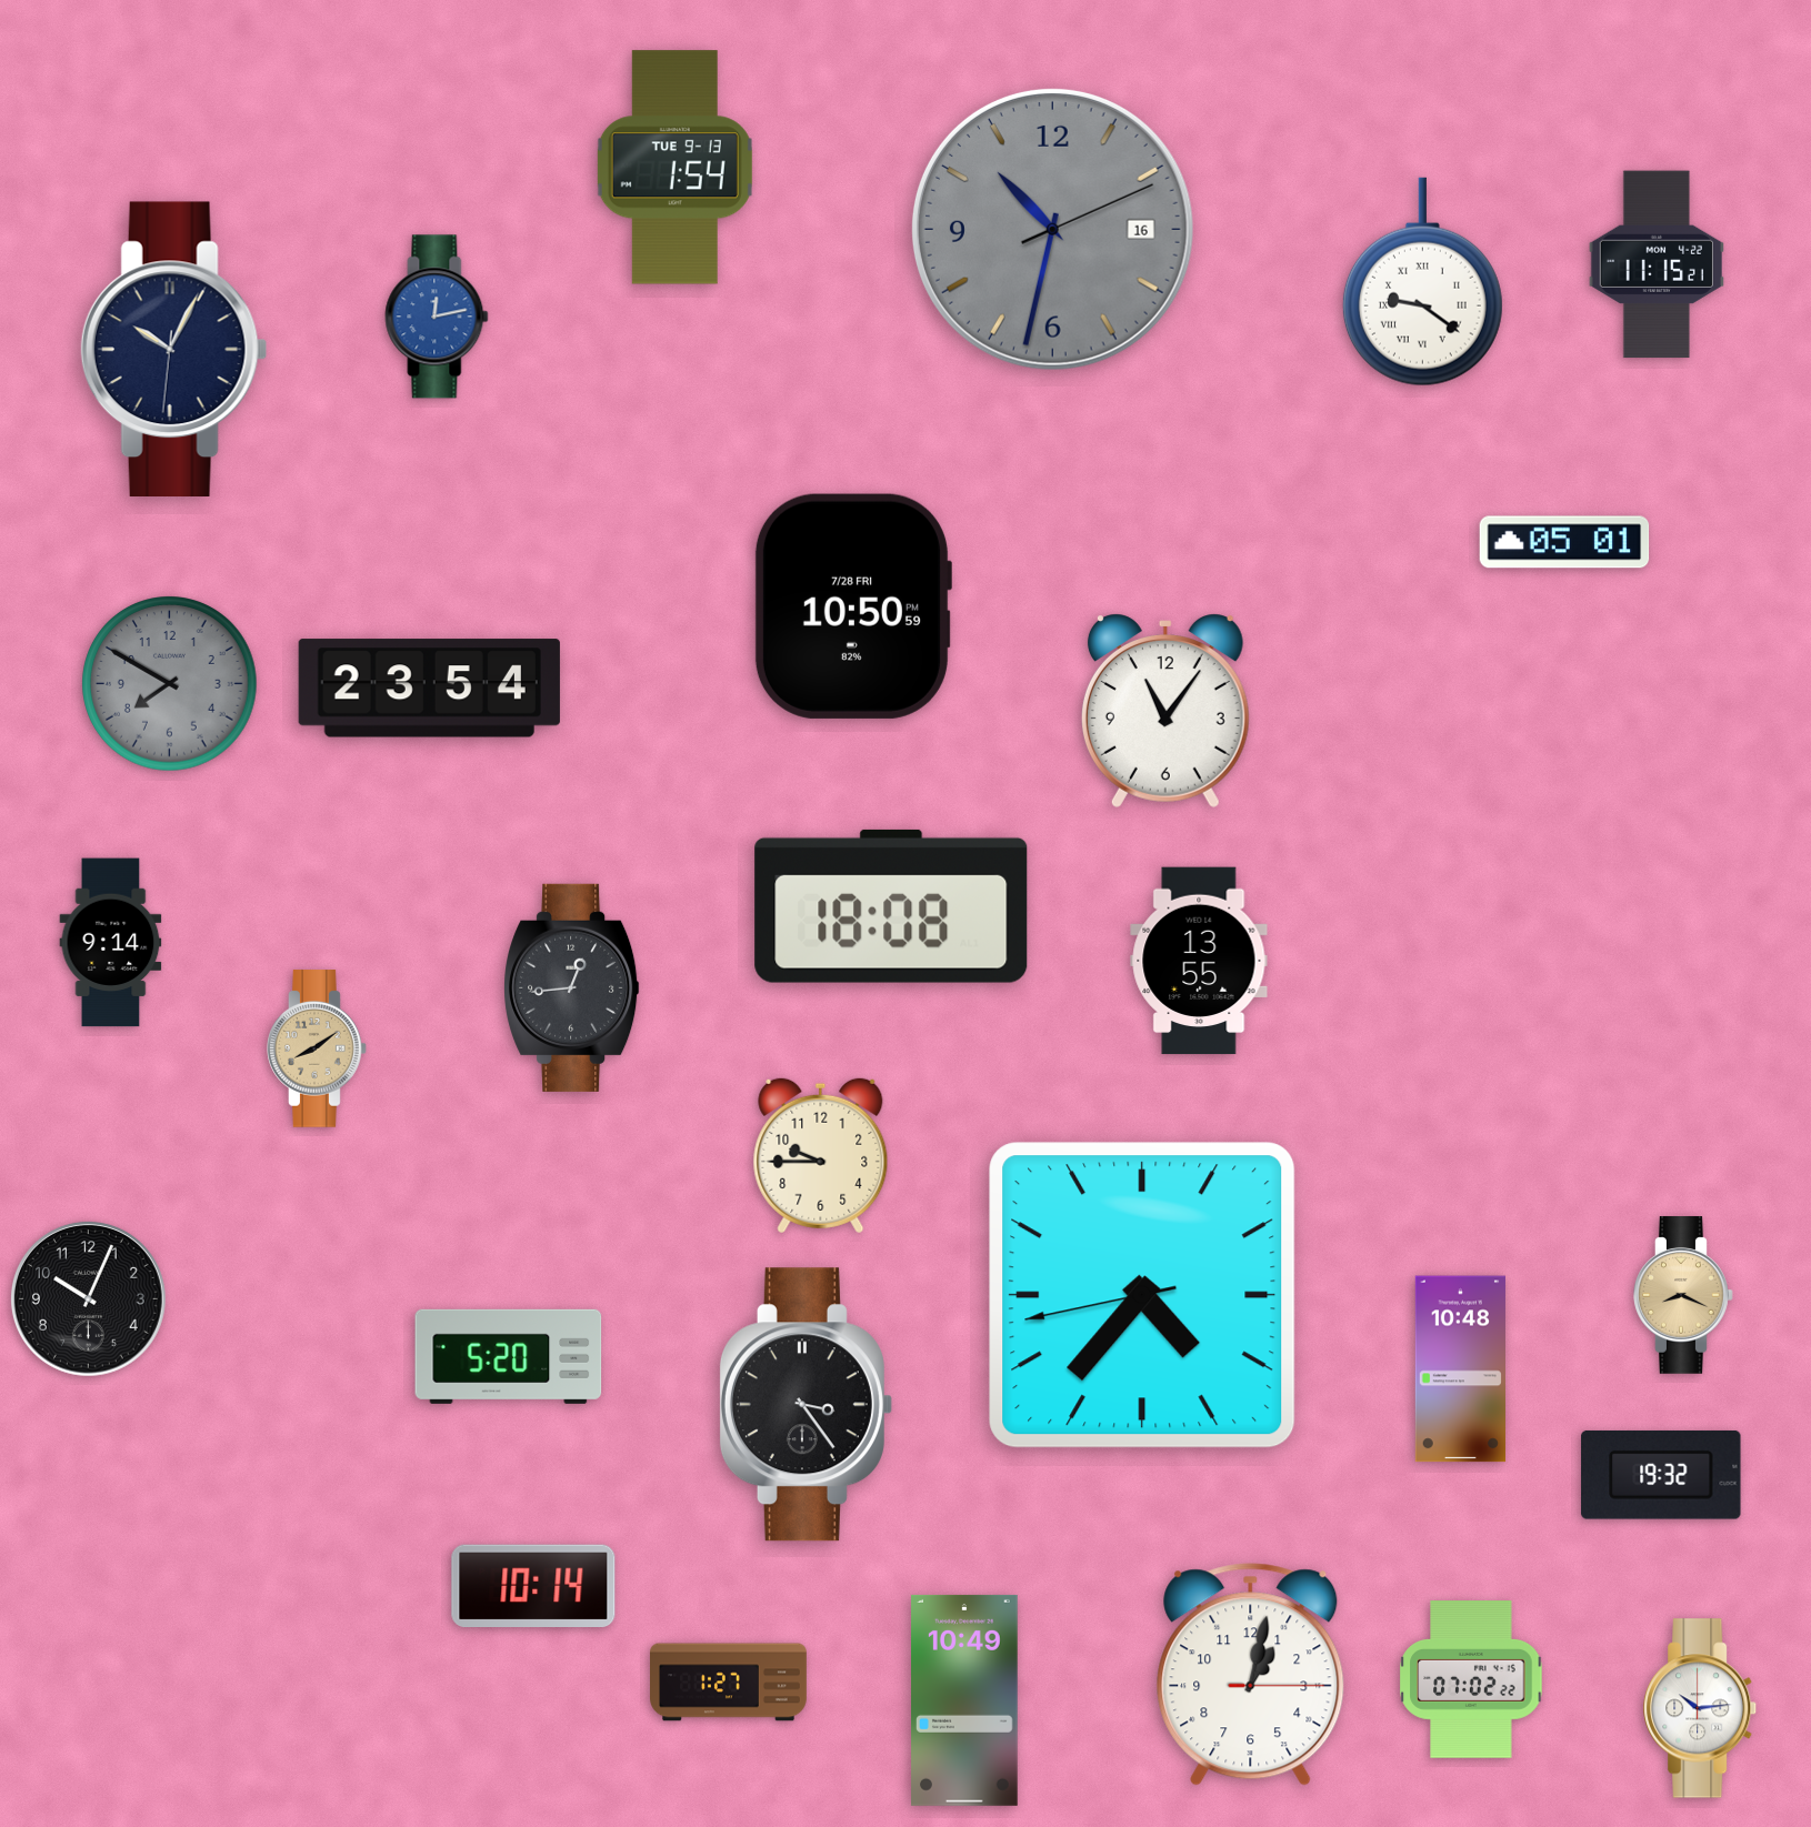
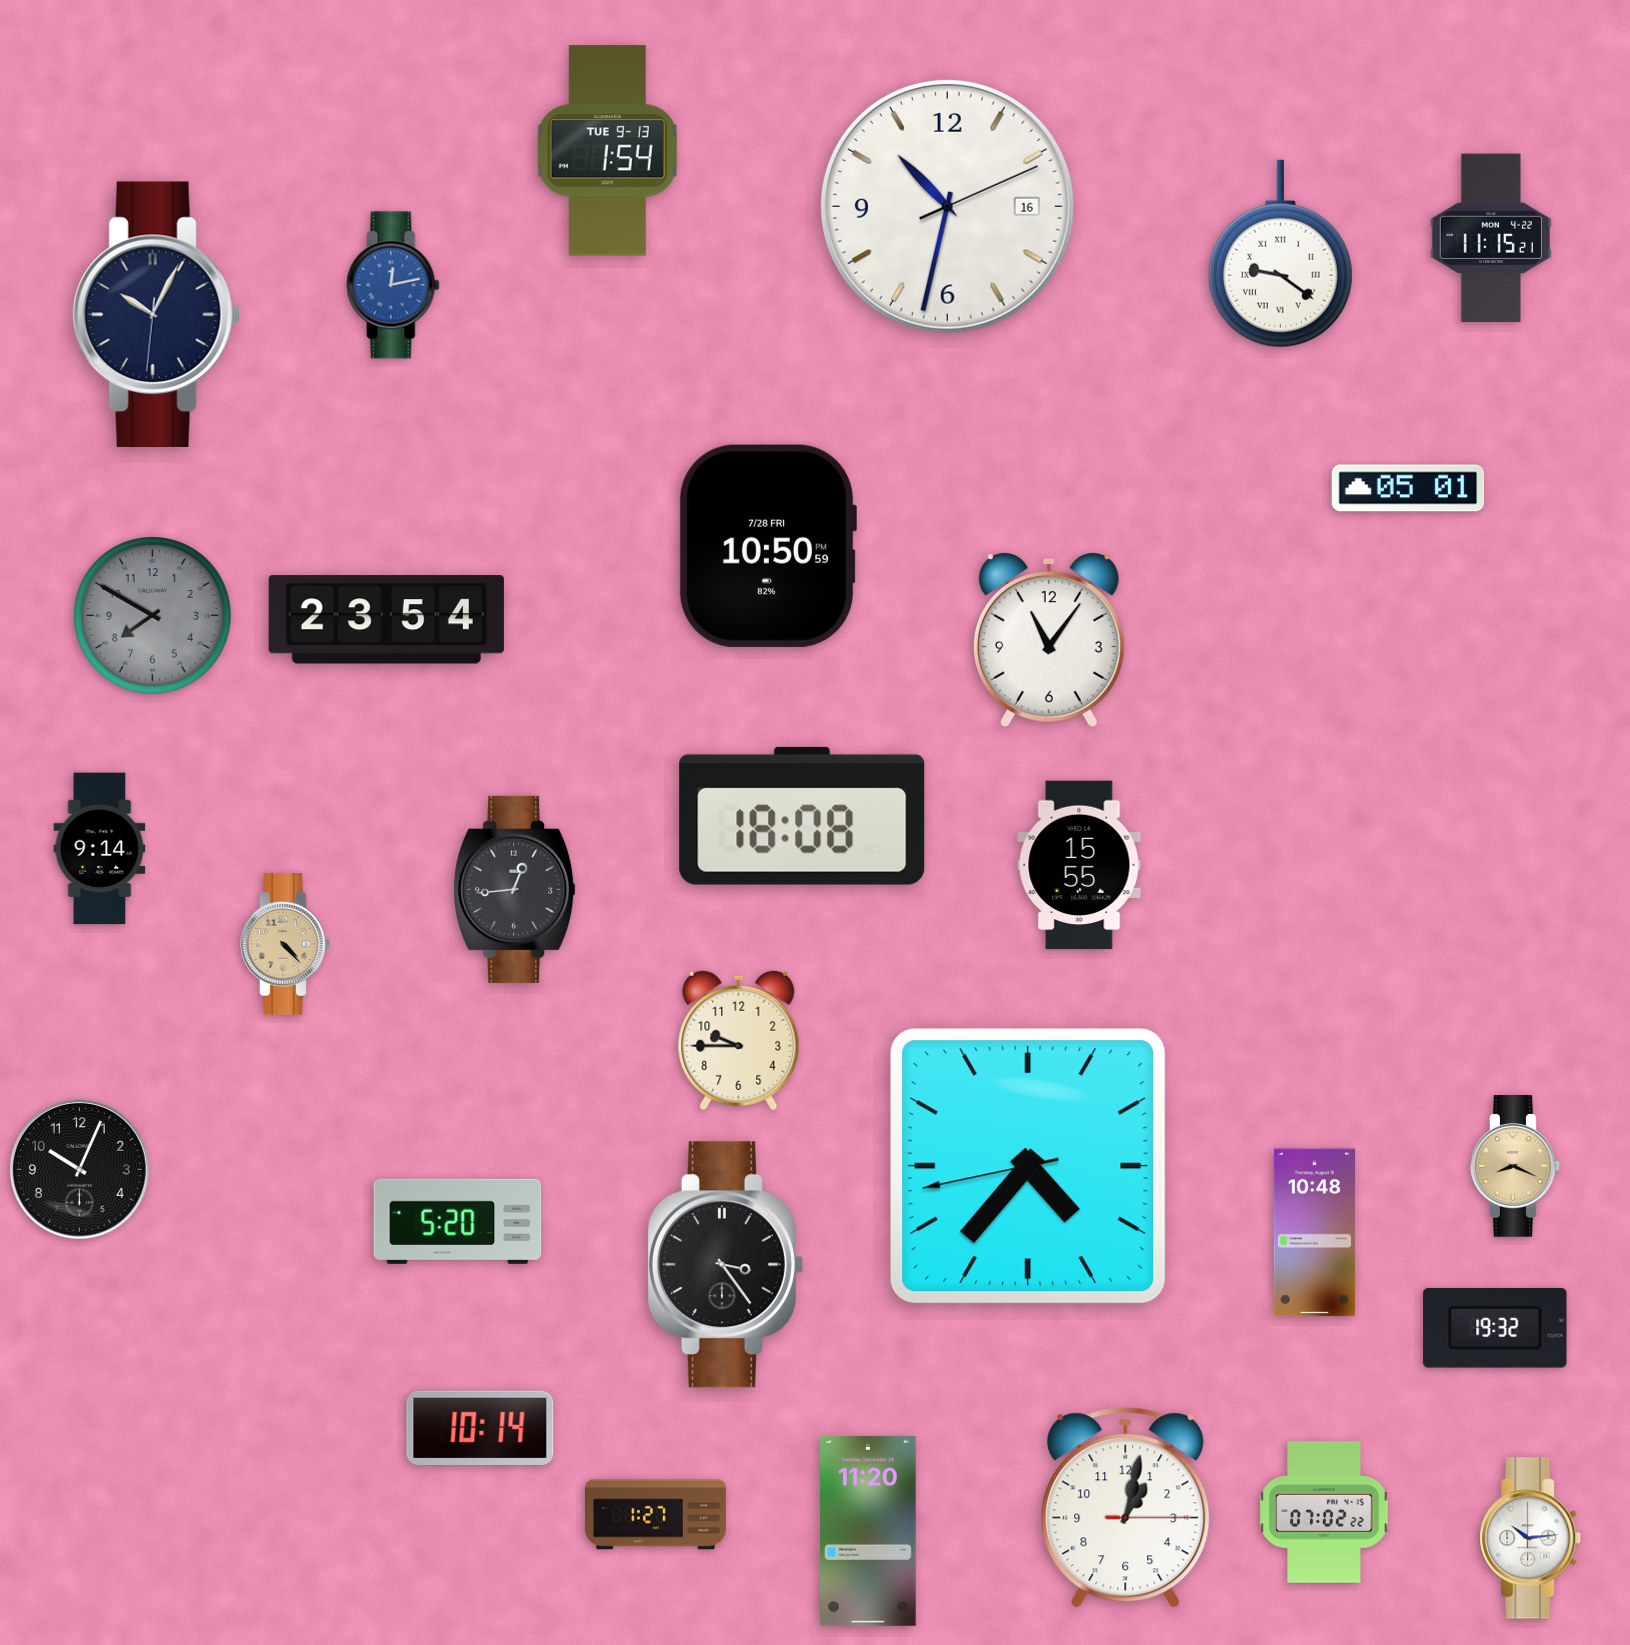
clock at (1052, 229) dial: grey -> white
clock at (1199, 961): 13:55 -> 15:55
clock at (317, 1048): 8:09 -> 4:23
clock at (965, 1700): 10:49 -> 11:20
